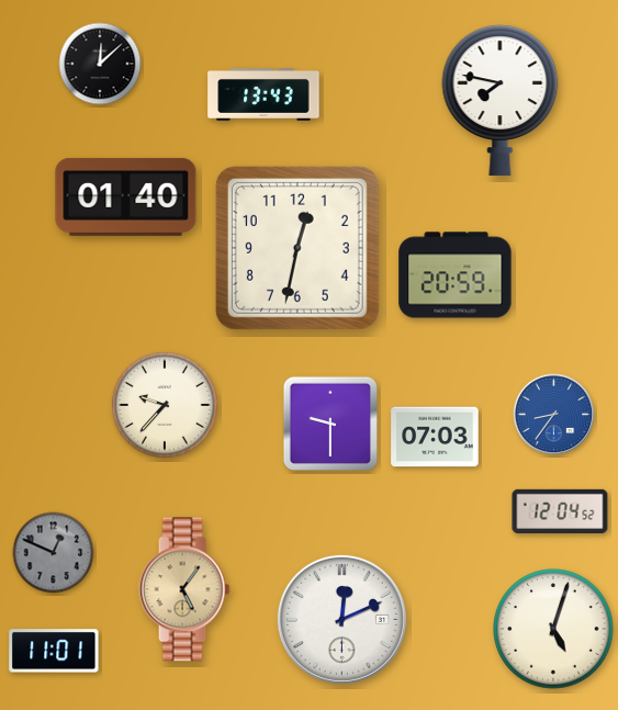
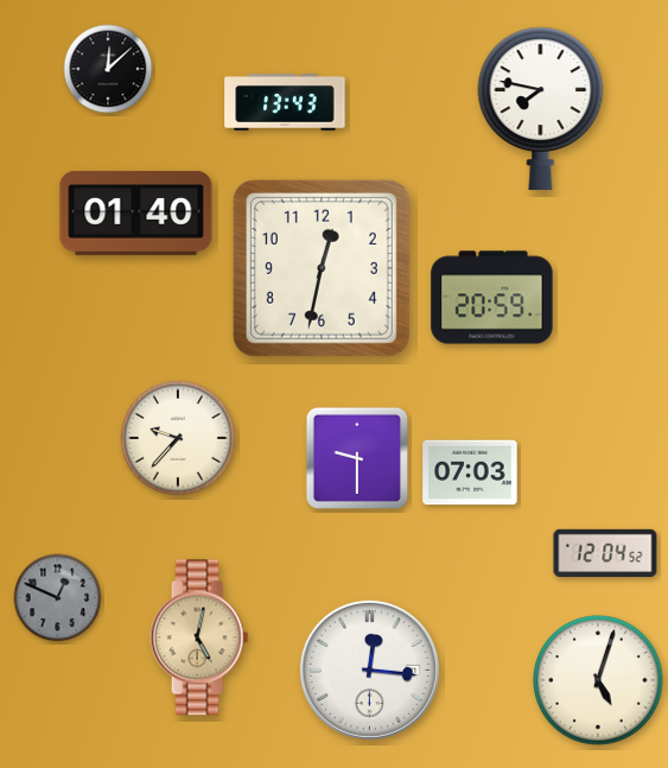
clock at (554, 415): 8:36 -> none
clock at (184, 589): 5:06 -> 5:02
clock at (341, 619): 12:11 -> 12:16
clock at (54, 651): 11:01 -> none
